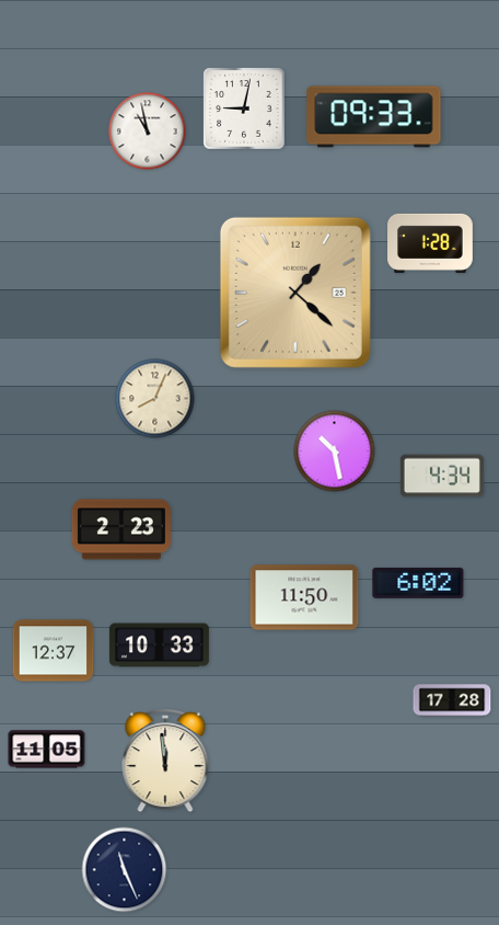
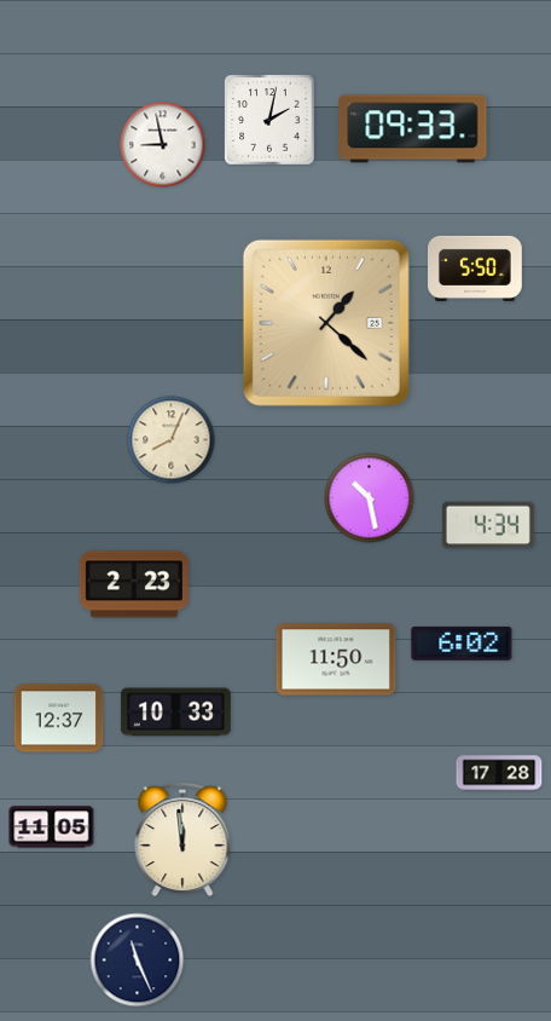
clock at (244, 109): 9:02 -> 2:02
clock at (148, 132): 10:58 -> 8:58
clock at (430, 243): 1:28 -> 5:50
